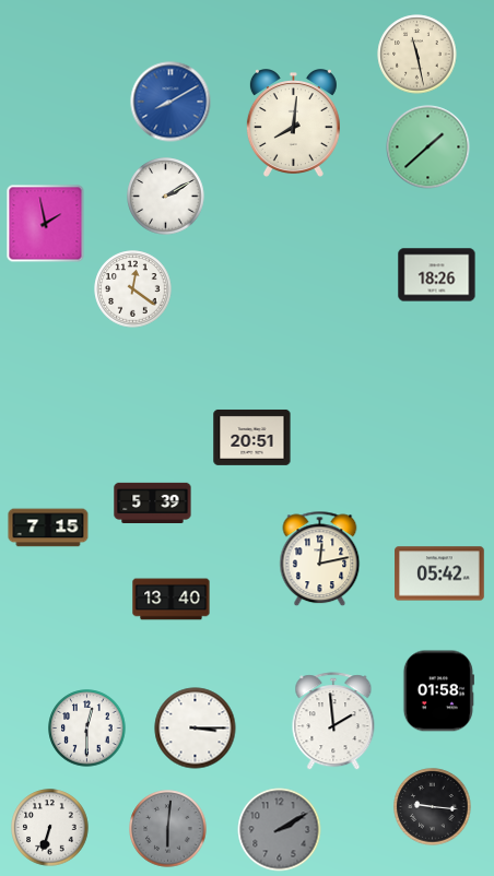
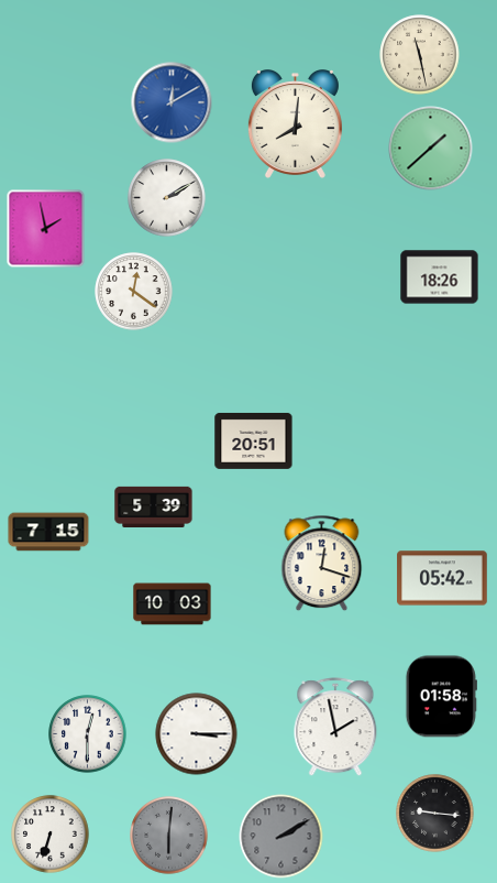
clock at (170, 102): 8:10 -> 12:10
clock at (46, 224) position: (46, 224) -> (46, 229)
clock at (320, 559): 12:13 -> 12:18
clock at (172, 600): 13:40 -> 10:03
clock at (333, 722): 1:59 -> 1:58
